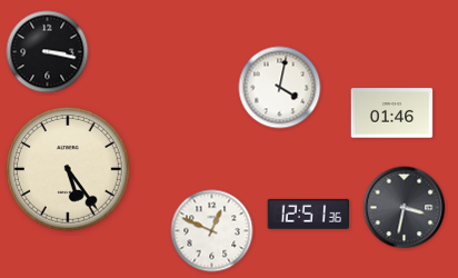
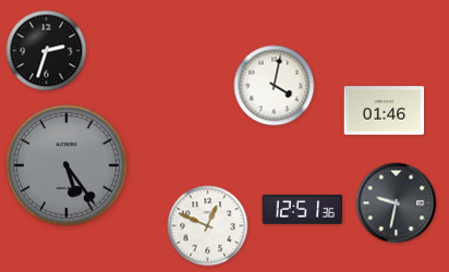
clock at (48, 52): 3:17 -> 2:33
clock at (68, 169) dial: cream -> grey
clock at (405, 208): 3:32 -> 9:32
